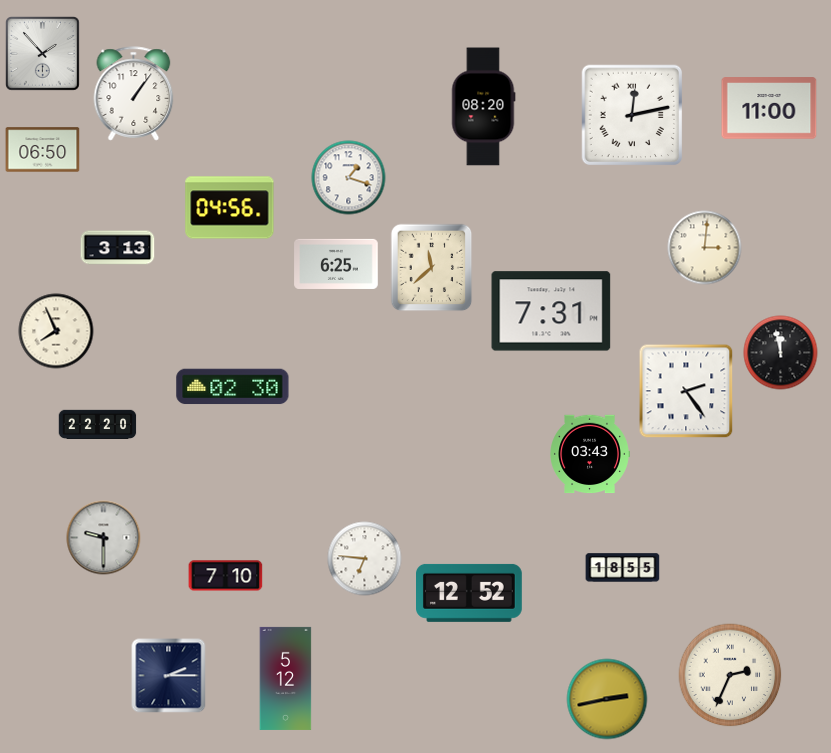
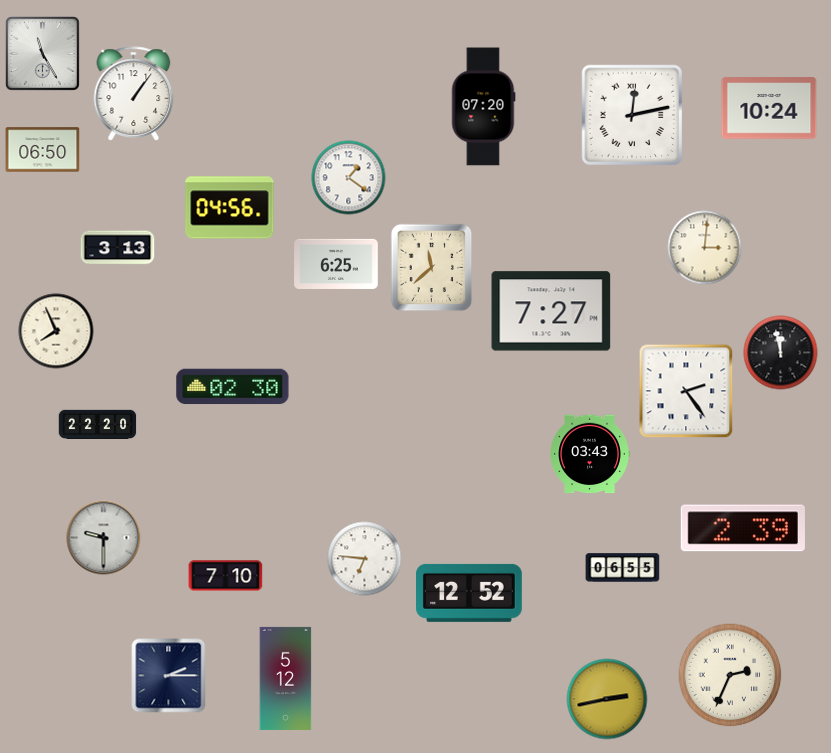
clock at (43, 54): 1:53 -> 11:25
clock at (483, 107): 08:20 -> 07:20
clock at (769, 108): 11:00 -> 10:24
clock at (349, 178): 1:18 -> 1:21
clock at (551, 311): 7:31 -> 7:27
clock at (743, 528): none -> 2:39
clock at (623, 568): 18:55 -> 06:55
